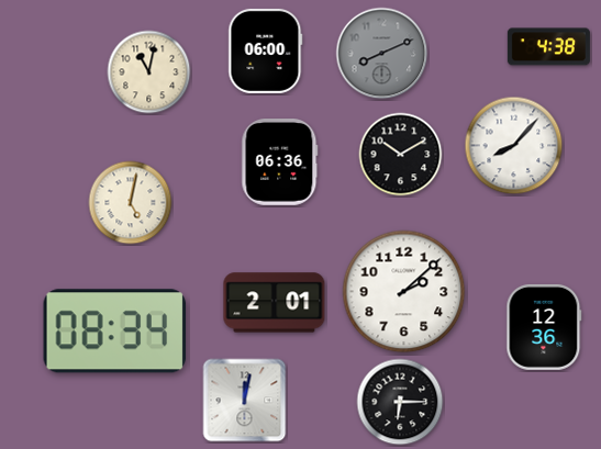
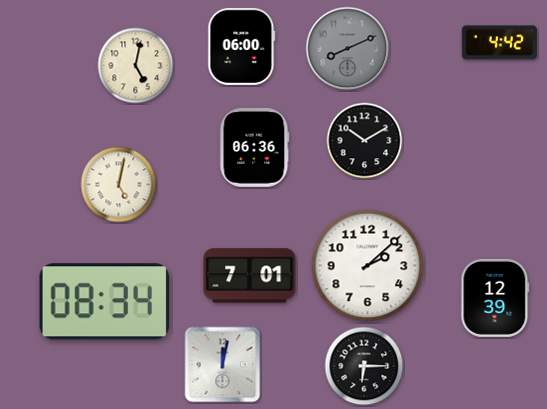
clock at (548, 47): 4:38 -> 4:42
clock at (149, 72): 11:02 -> 5:02
clock at (514, 146): 8:07 -> none
clock at (275, 303): 2:01 -> 7:01
clock at (544, 327): 12:36 -> 12:39
